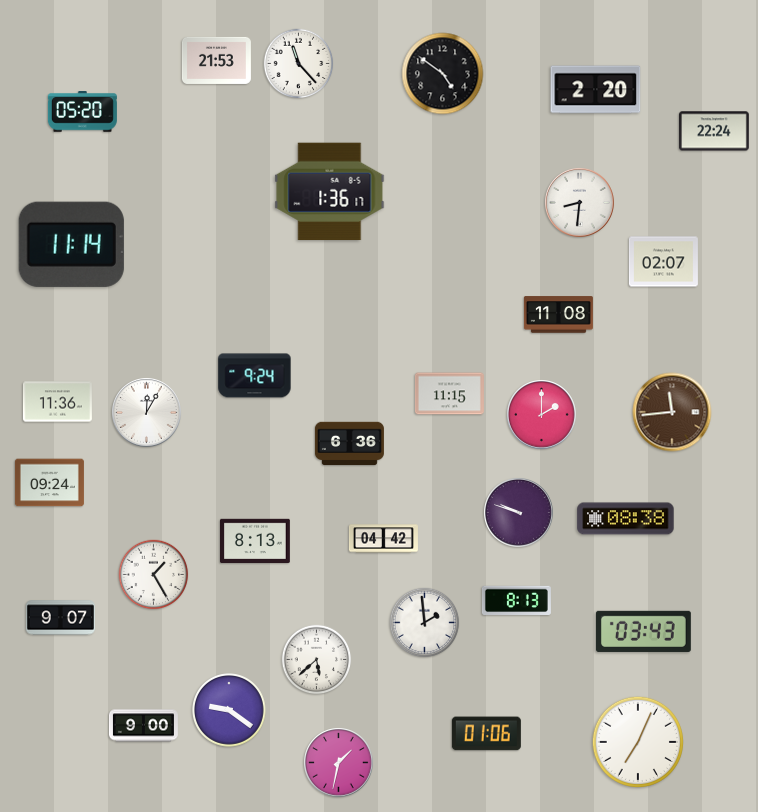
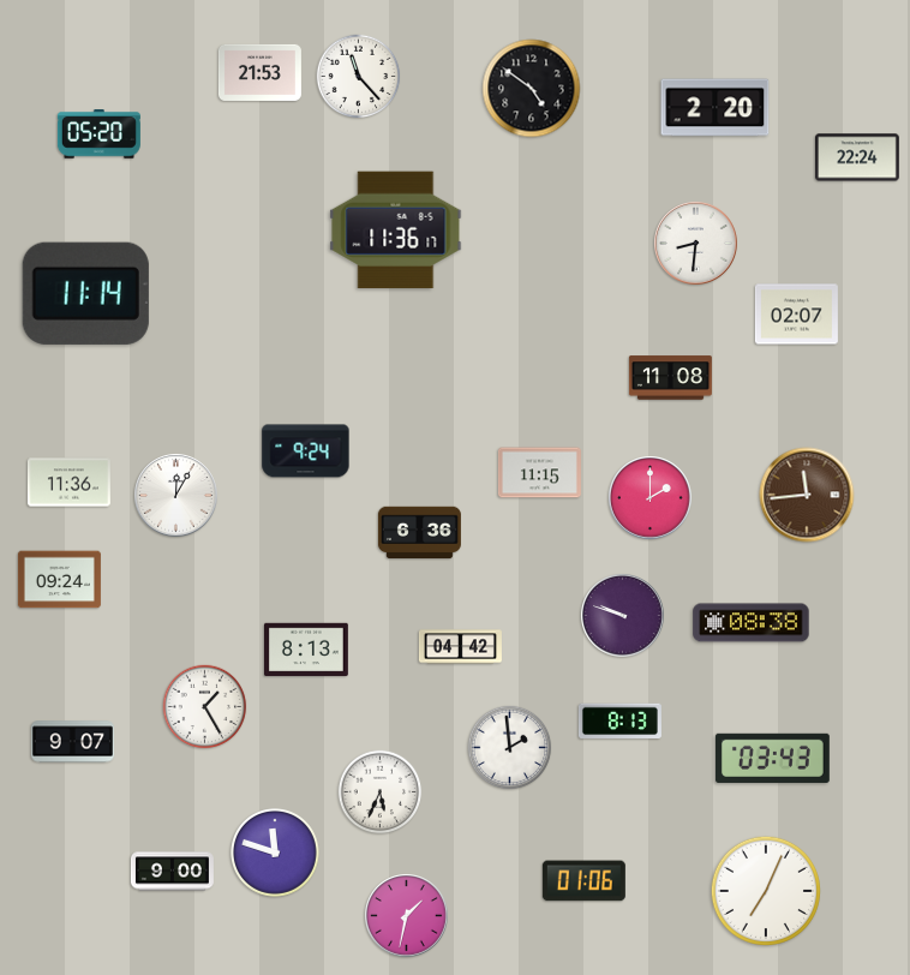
clock at (330, 192): 1:36 -> 11:36
clock at (154, 575) position: (154, 575) -> (205, 707)
clock at (317, 660): 5:38 -> 5:34
clock at (230, 711): 9:21 -> 11:48
